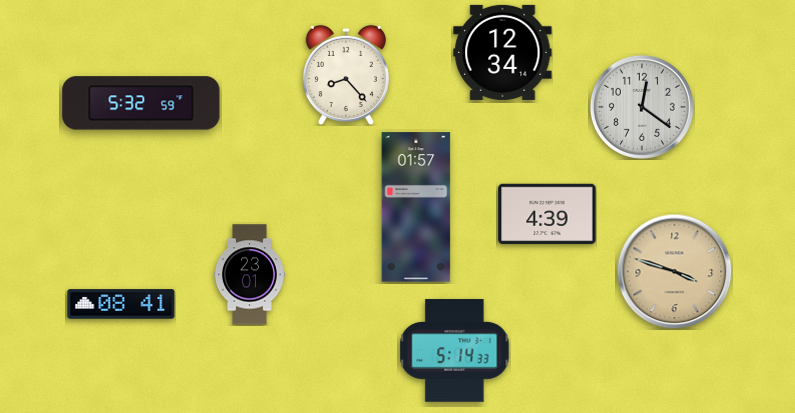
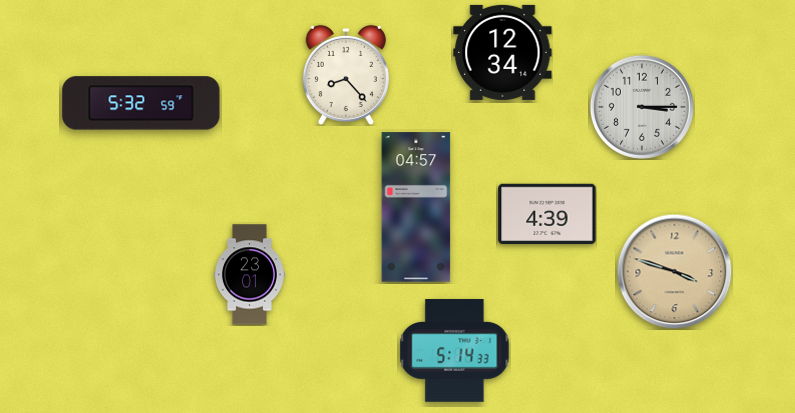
clock at (642, 107): 12:21 -> 3:15
clock at (416, 207): 01:57 -> 04:57
clock at (121, 304): 08:41 -> none
